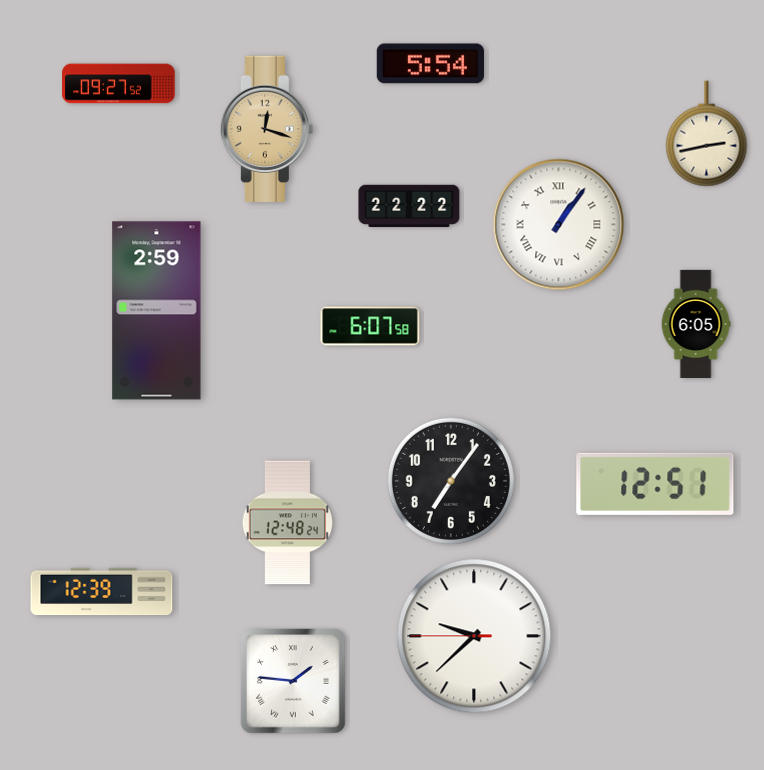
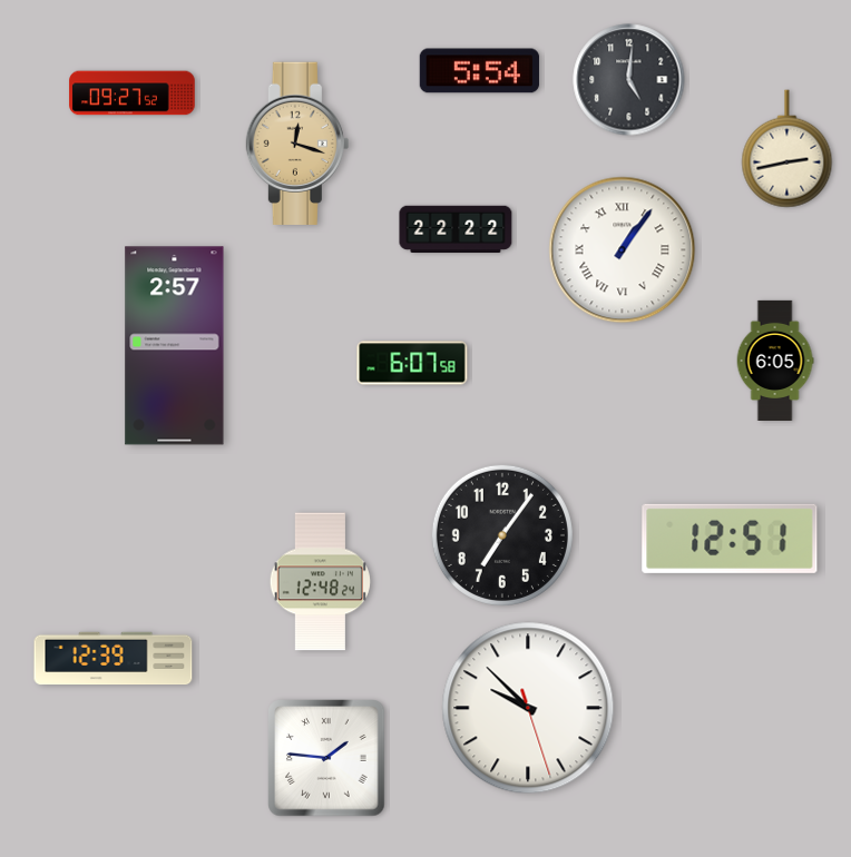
clock at (629, 80): none -> 5:01
clock at (157, 311): 2:59 -> 2:57
clock at (474, 636): 9:37 -> 9:52
